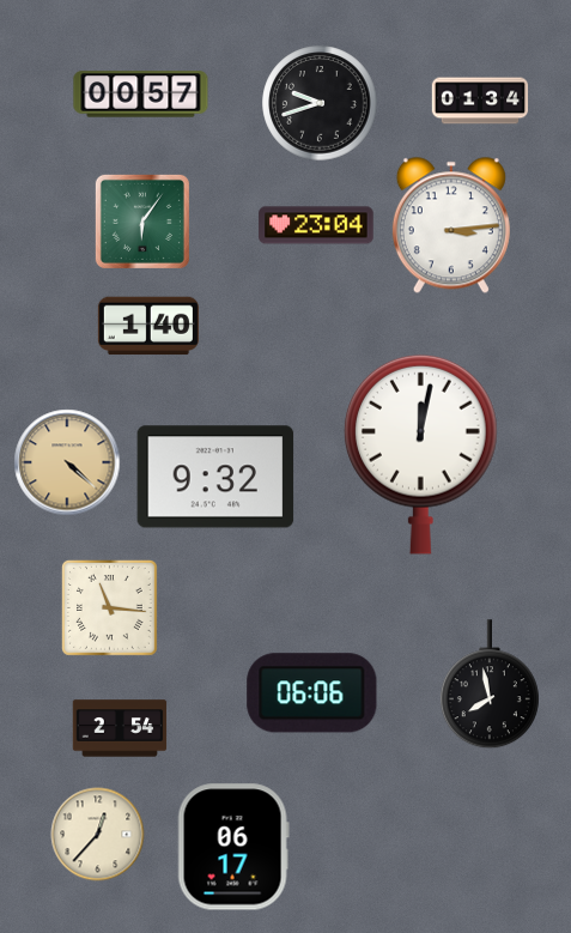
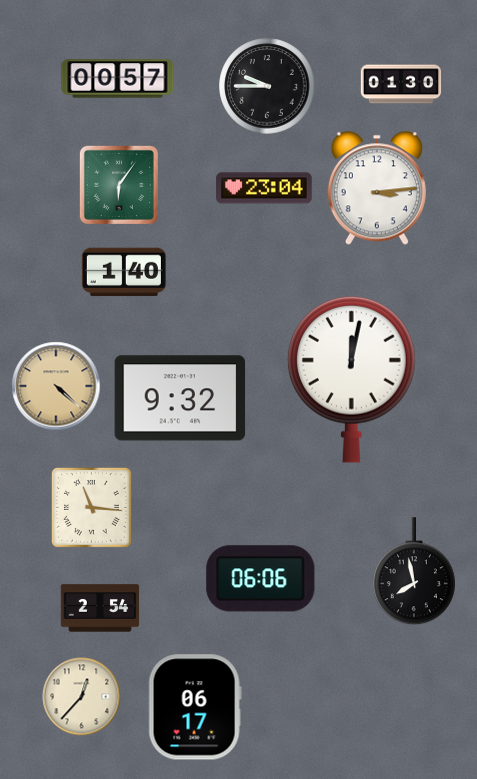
clock at (480, 101): 01:34 -> 01:30
clock at (320, 103): 9:42 -> 9:45
clock at (490, 684) position: (490, 684) -> (414, 571)
